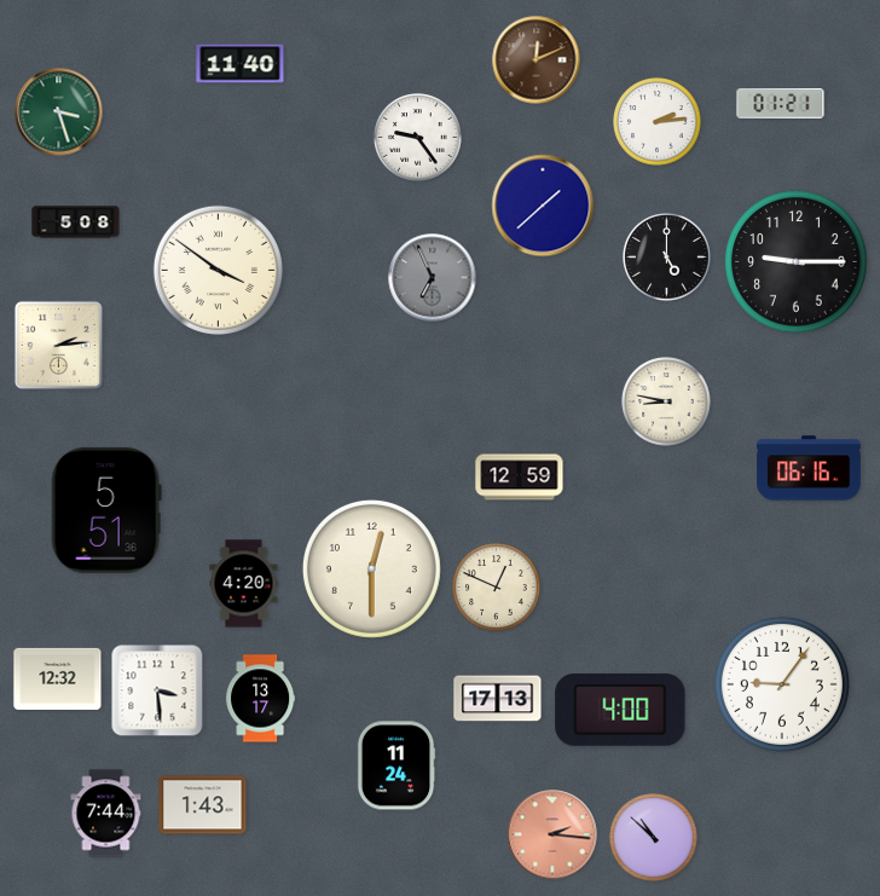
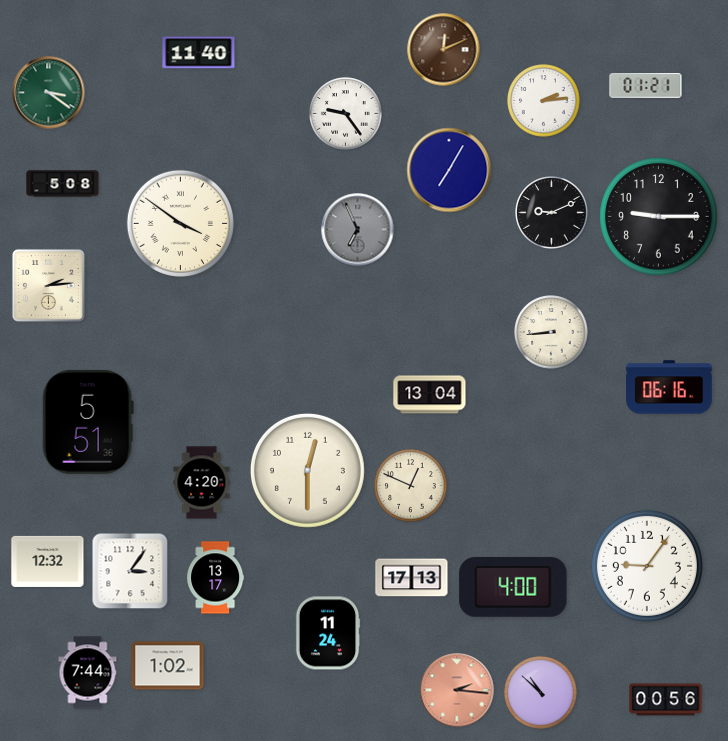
clock at (59, 112): 3:27 -> 3:21
clock at (543, 206): 1:38 -> 7:05
clock at (667, 258): 5:00 -> 9:11
clock at (666, 401): 8:47 -> 8:44
clock at (520, 478): 12:59 -> 13:04
clock at (157, 690): 3:29 -> 3:06
clock at (203, 805): 1:43 -> 1:02
clock at (666, 700): none -> 00:56
